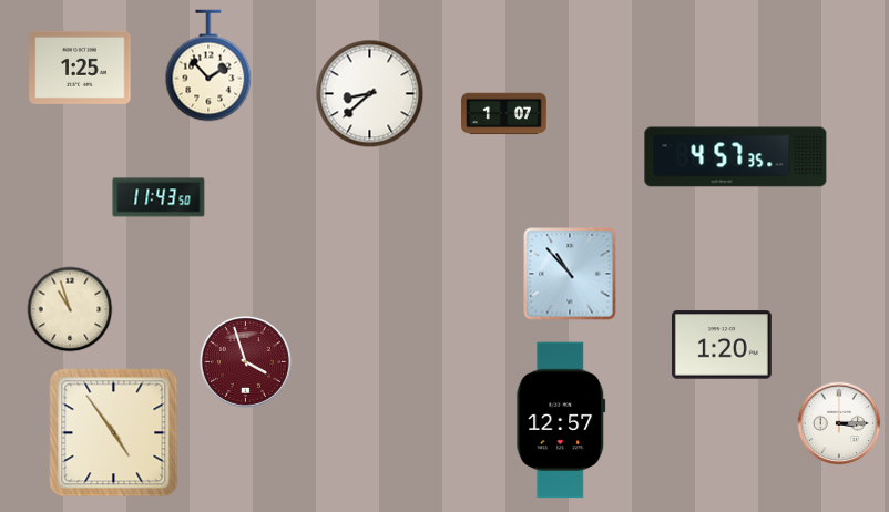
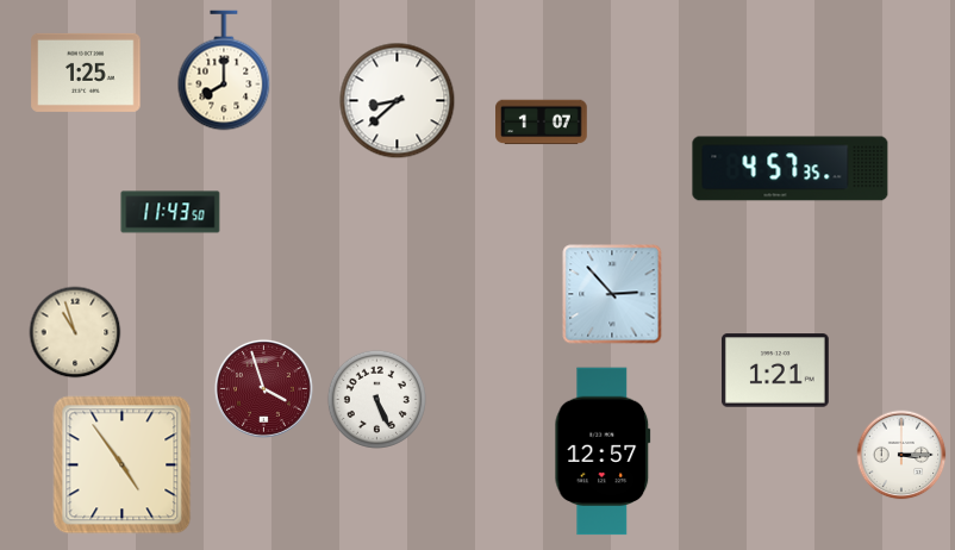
clock at (208, 65): 1:53 -> 8:00
clock at (570, 274): 10:53 -> 2:53
clock at (722, 345): 1:20 -> 1:21
clock at (376, 399): none -> 5:26
